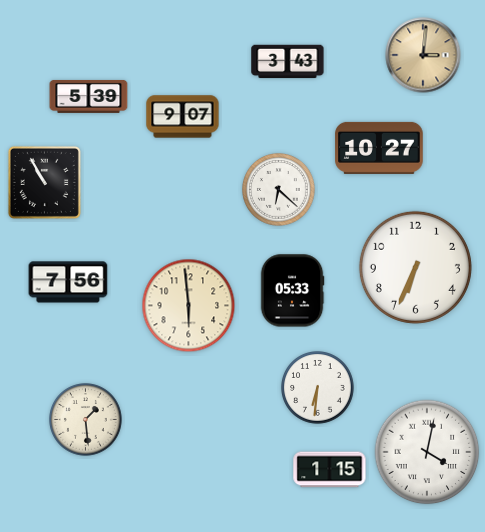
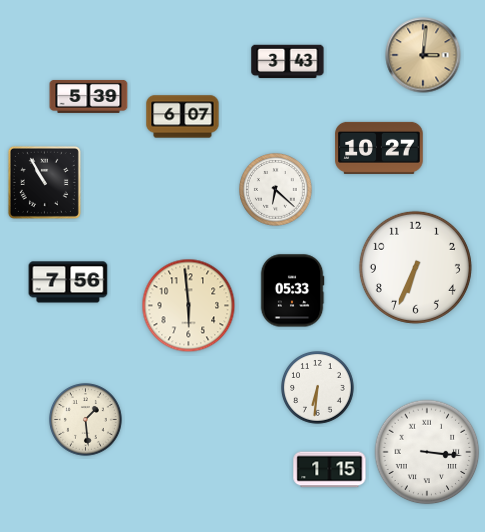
clock at (183, 117): 9:07 -> 6:07
clock at (279, 190) position: (279, 190) -> (276, 190)
clock at (427, 452): 4:02 -> 3:16
